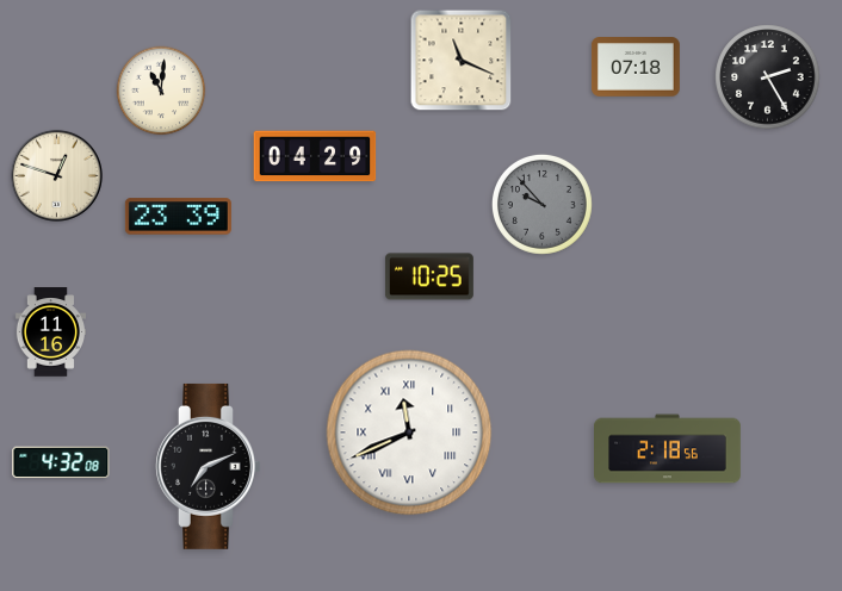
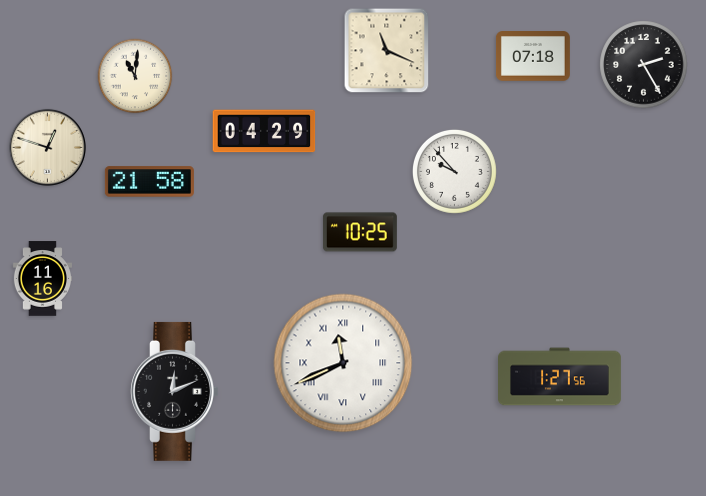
clock at (541, 204) dial: grey -> white
clock at (178, 217): 23:39 -> 21:58
clock at (668, 449): 2:18 -> 1:27
clock at (61, 462): 4:32 -> none
clock at (209, 466): 7:11 -> 12:11
